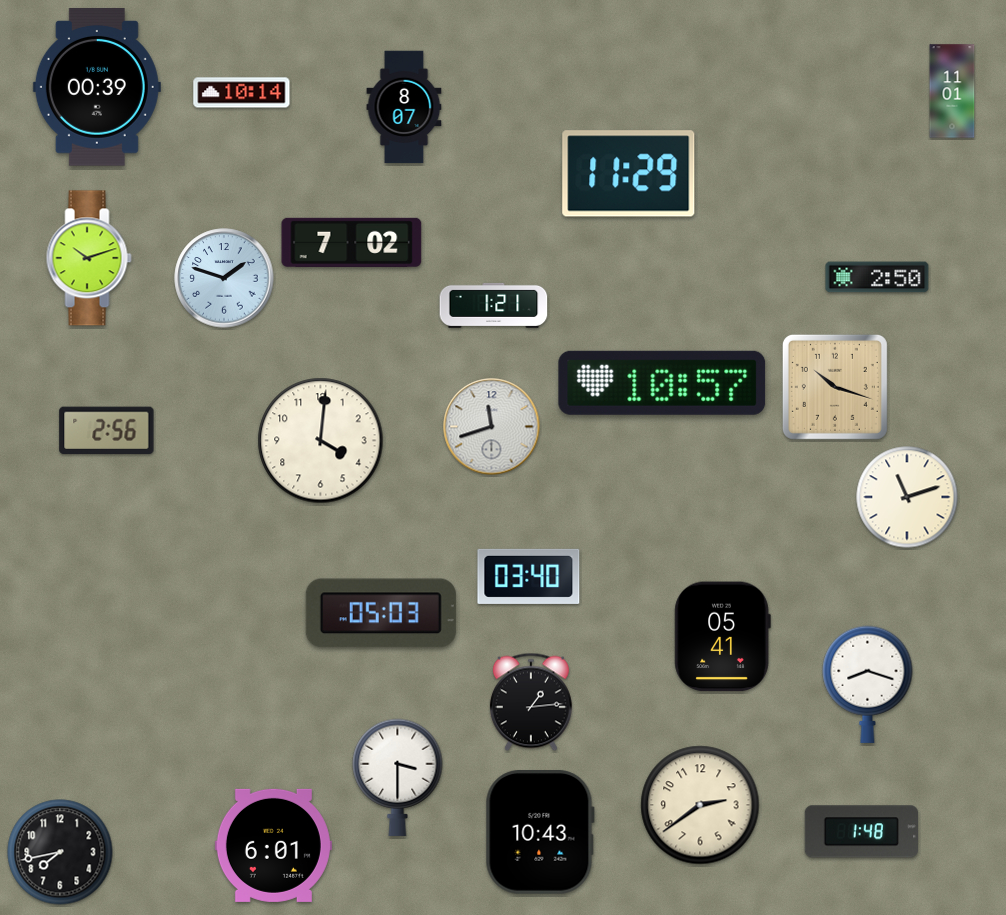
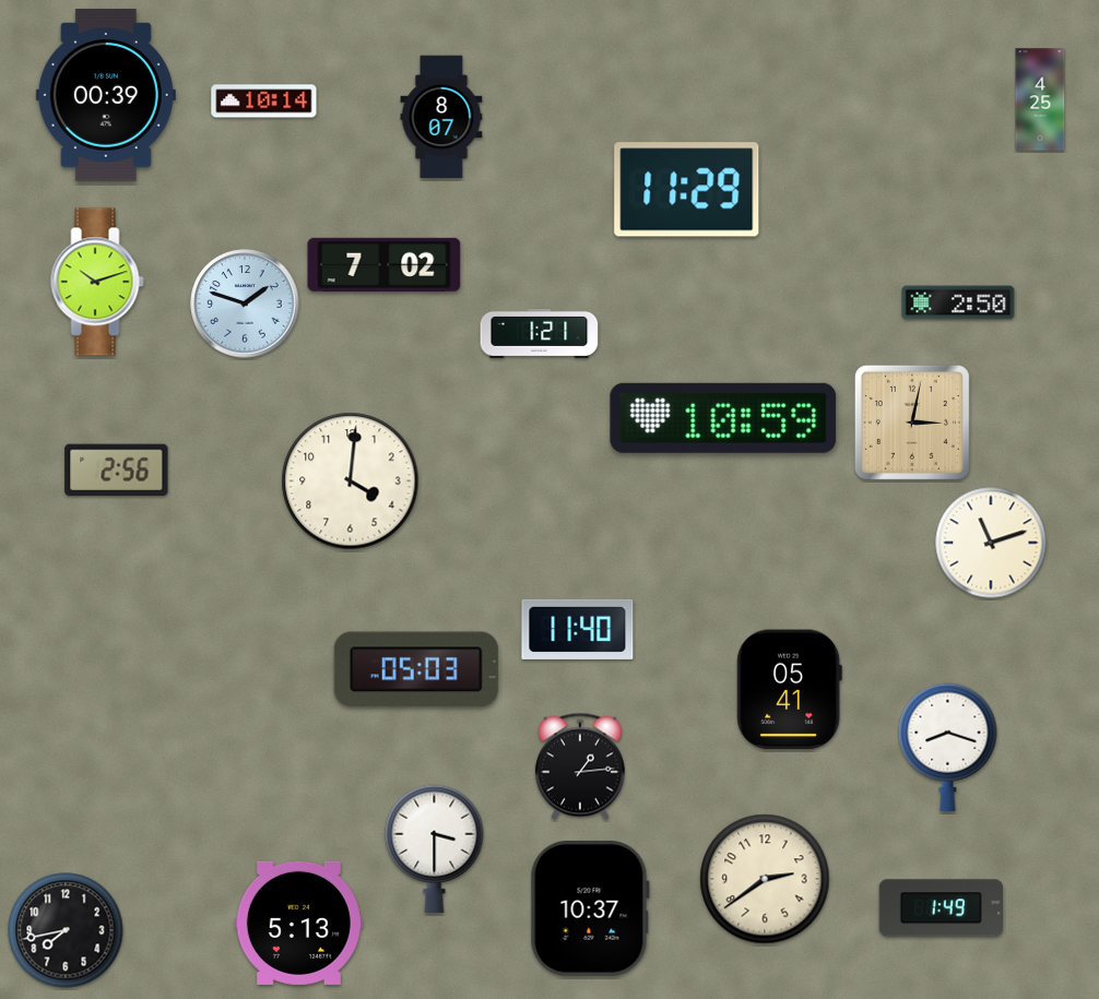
clock at (952, 91): 11:01 -> 4:25
clock at (662, 383): 10:57 -> 10:59
clock at (835, 387): 10:18 -> 3:02
clock at (492, 427): 11:42 -> none
clock at (529, 576): 03:40 -> 11:40
clock at (722, 637) position: (722, 637) -> (789, 690)
clock at (861, 832): 1:48 -> 1:49
clock at (540, 833): 10:43 -> 10:37
clock at (273, 845): 6:01 -> 5:13
